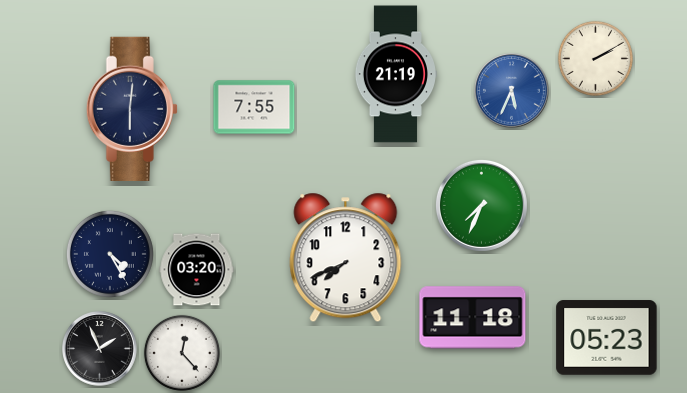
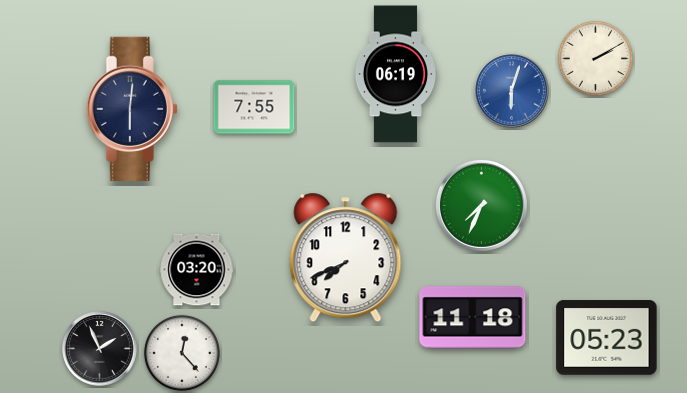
clock at (395, 74): 21:19 -> 06:19
clock at (512, 91): 5:34 -> 6:03
clock at (110, 254): 4:25 -> none
